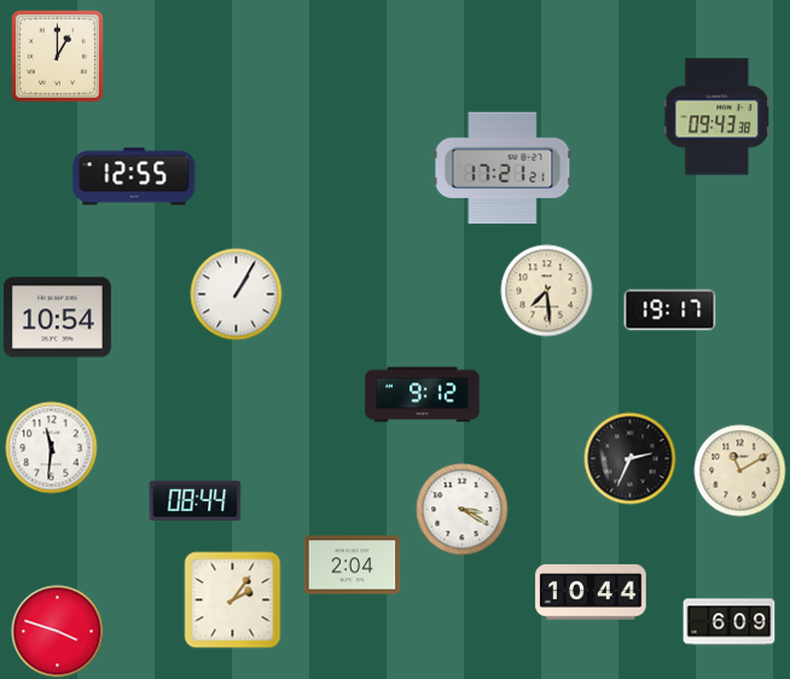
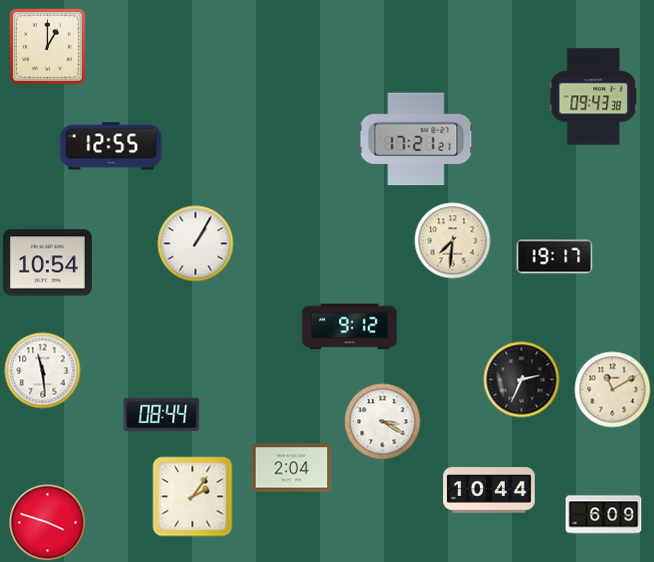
clock at (547, 291): 7:29 -> 7:31
clock at (52, 448): 11:31 -> 11:29
